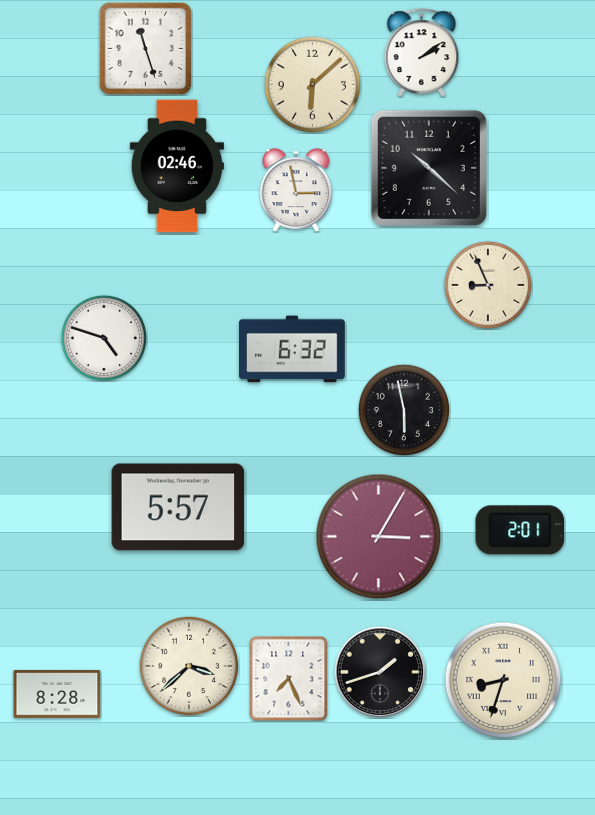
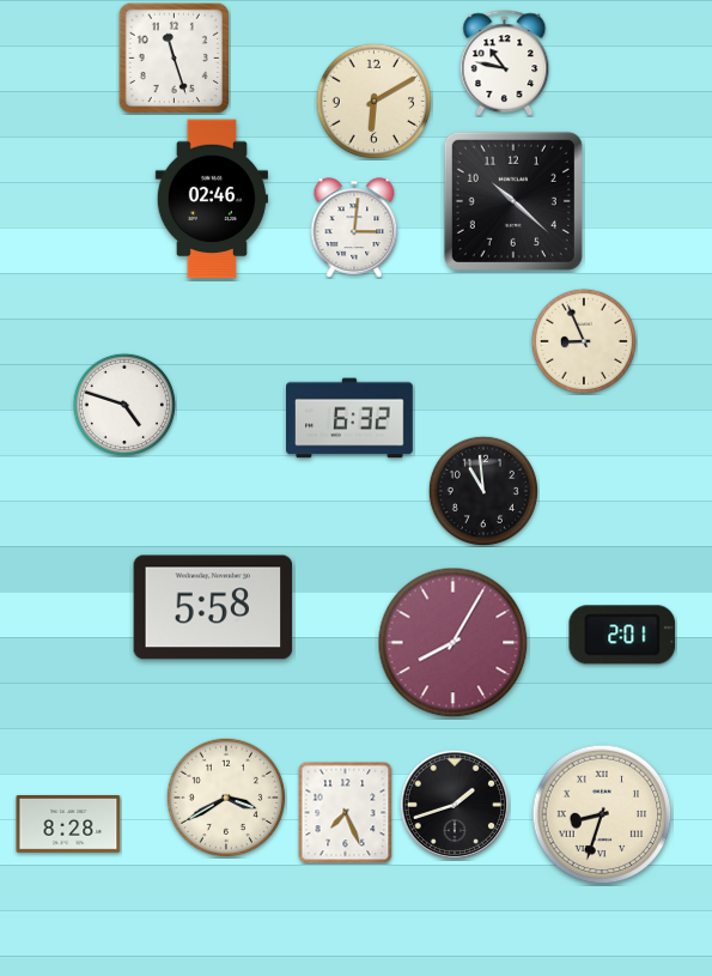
clock at (422, 53): 2:09 -> 10:47
clock at (312, 84): 6:08 -> 6:10
clock at (296, 190): 2:58 -> 3:01
clock at (404, 410): 5:58 -> 10:59
clock at (178, 507): 5:57 -> 5:58
clock at (379, 537): 3:05 -> 8:05
clock at (189, 666): 3:38 -> 3:40
clock at (57, 694) position: (57, 694) -> (68, 824)
